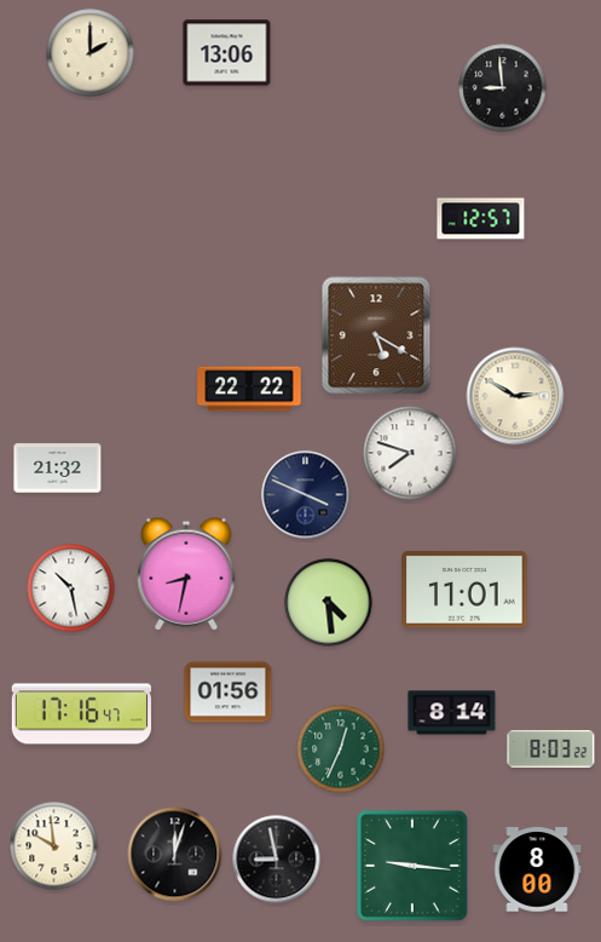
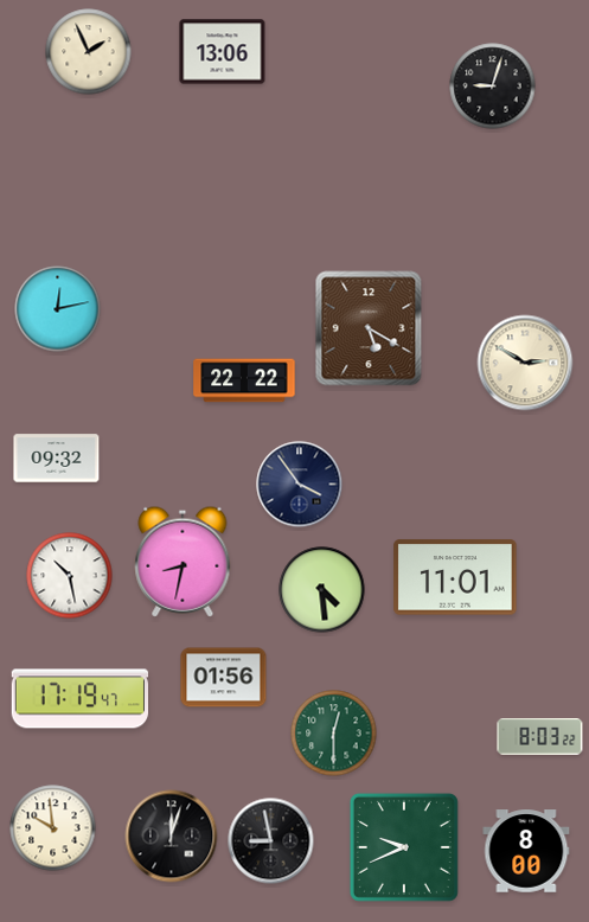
clock at (91, 53): 2:00 -> 1:56
clock at (503, 88): 8:59 -> 9:03
clock at (481, 219): 12:57 -> none
clock at (58, 309): none -> 12:13
clock at (515, 396) position: (515, 396) -> (525, 363)
clock at (410, 453): 7:48 -> none
clock at (58, 469): 21:32 -> 09:32
clock at (306, 495): 3:49 -> 3:54
clock at (452, 713): 8:14 -> none
clock at (81, 714): 17:16 -> 17:19
clock at (341, 749): 12:34 -> 12:30
clock at (551, 749) position: (551, 749) -> (540, 737)
clock at (412, 866): 9:16 -> 9:41
